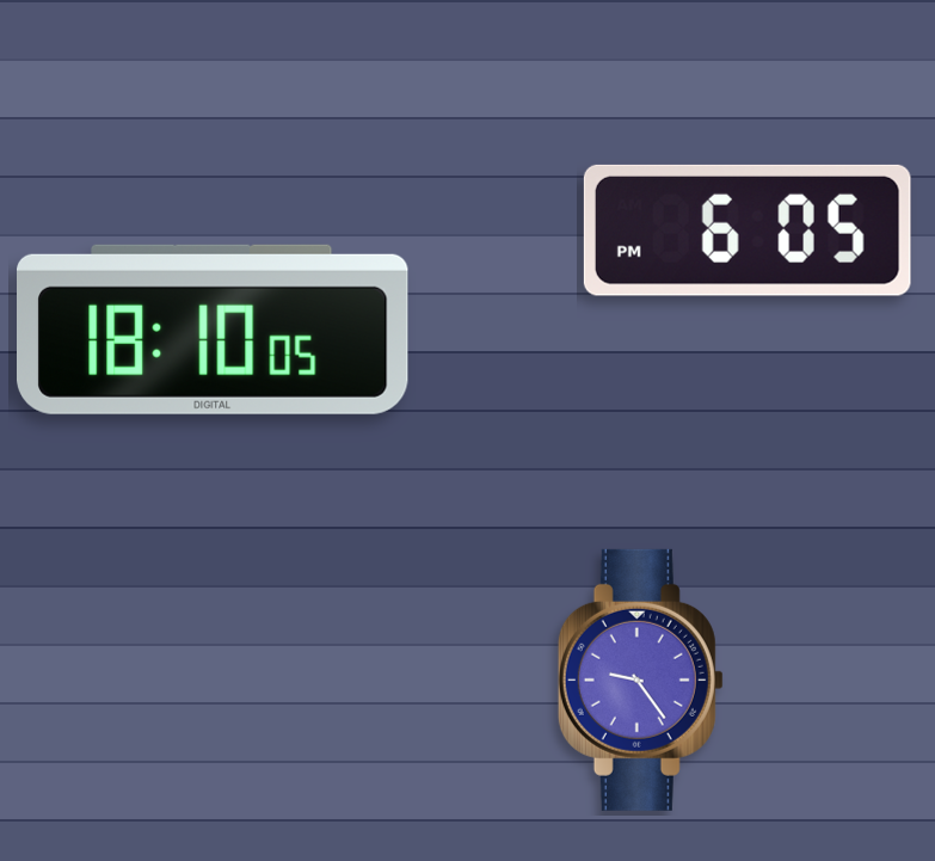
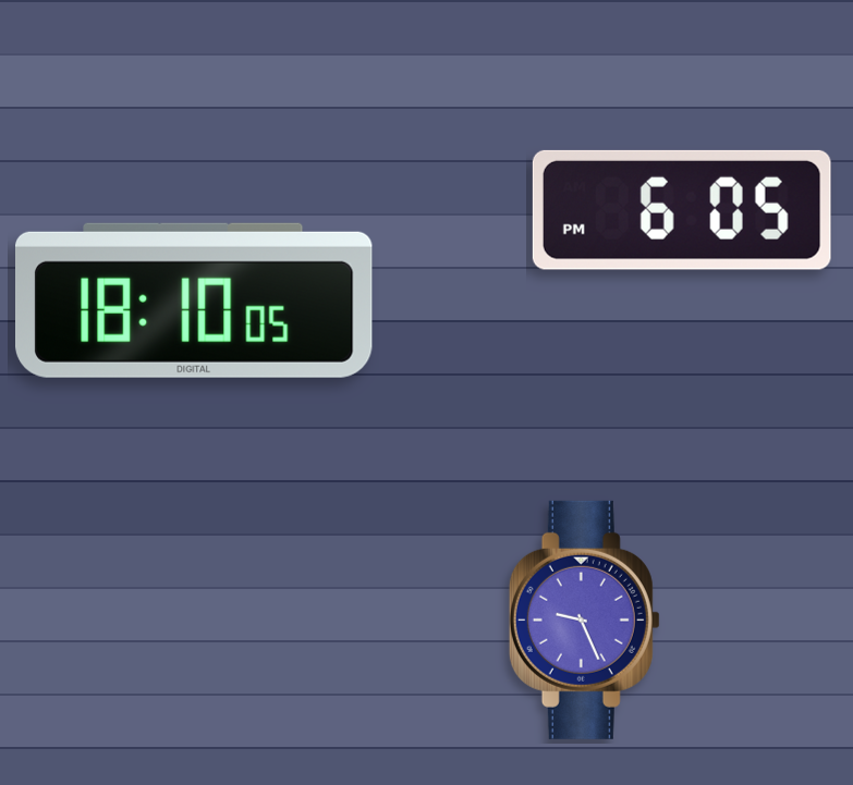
clock at (640, 679): 9:24 -> 9:26
